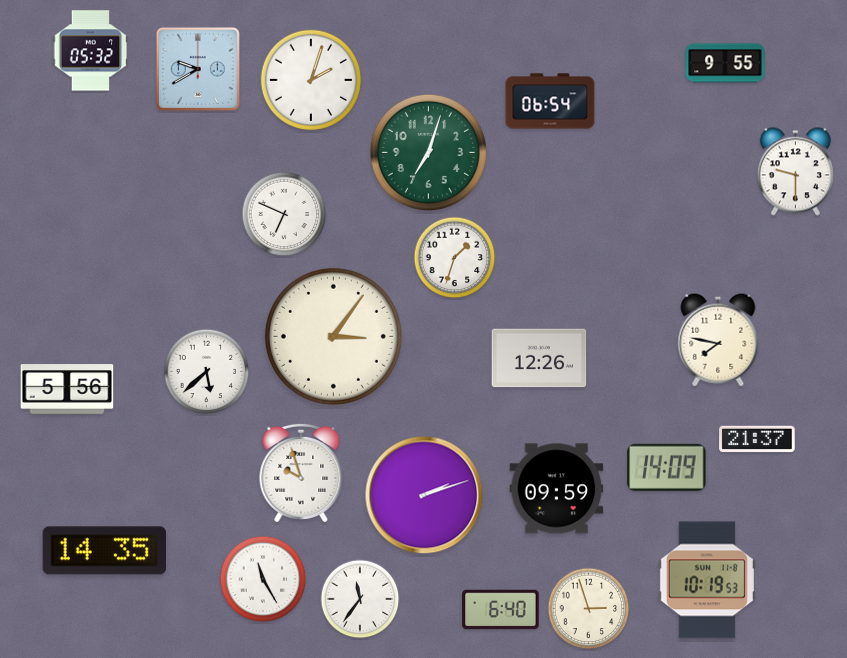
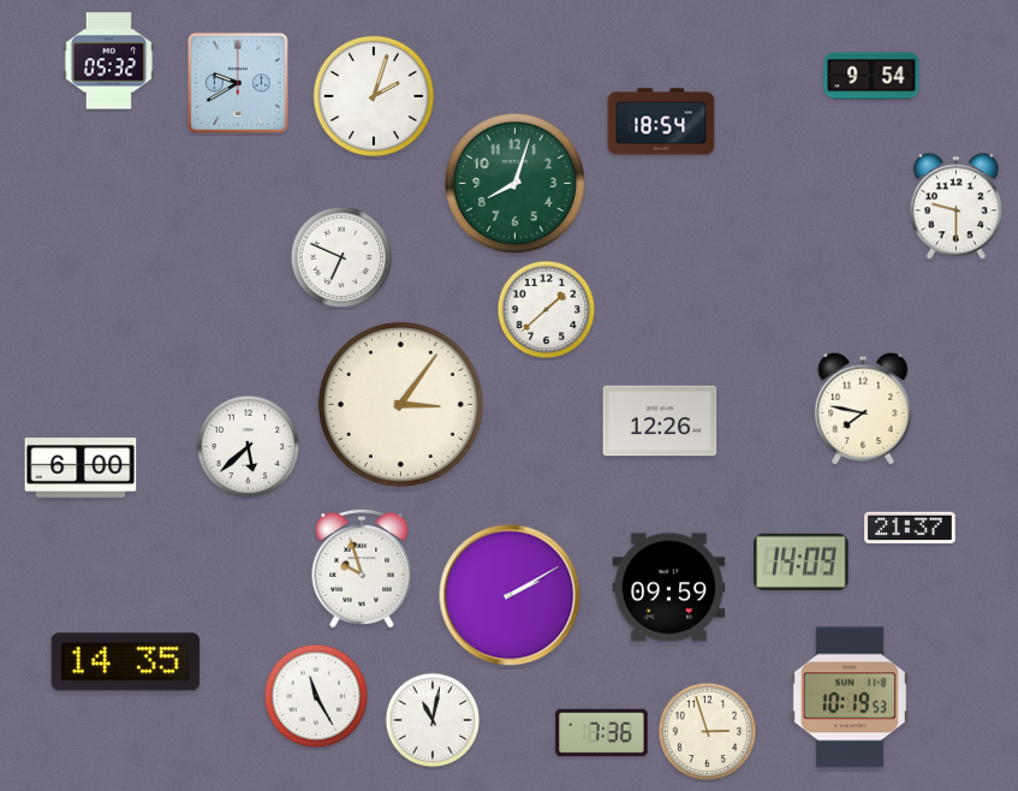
clock at (725, 63): 9:55 -> 9:54
clock at (550, 101): 06:54 -> 18:54
clock at (428, 152): 7:03 -> 8:03
clock at (455, 258): 1:33 -> 1:38
clock at (539, 358) position: (539, 358) -> (660, 421)
clock at (67, 389): 5:56 -> 6:00
clock at (424, 495): 2:12 -> 2:10
clock at (360, 599): 11:36 -> 11:02
clock at (501, 610): 6:40 -> 7:36
